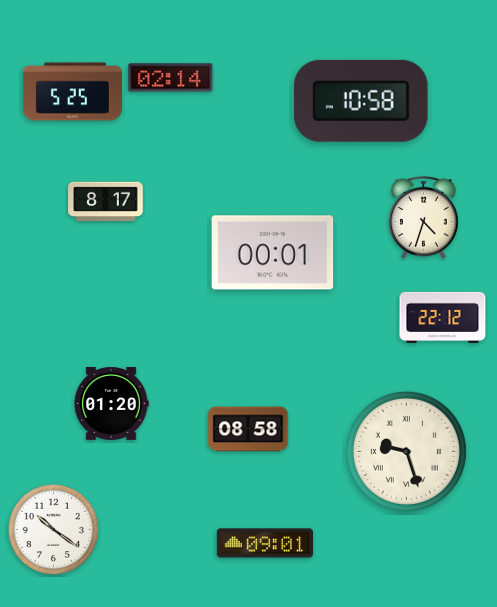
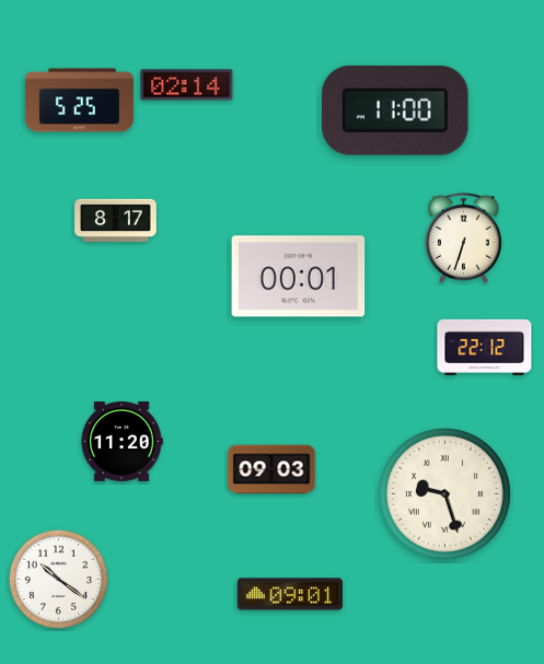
clock at (362, 101): 10:58 -> 11:00
clock at (424, 217): 4:33 -> 6:33
clock at (111, 404): 01:20 -> 11:20
clock at (248, 429): 08:58 -> 09:03
